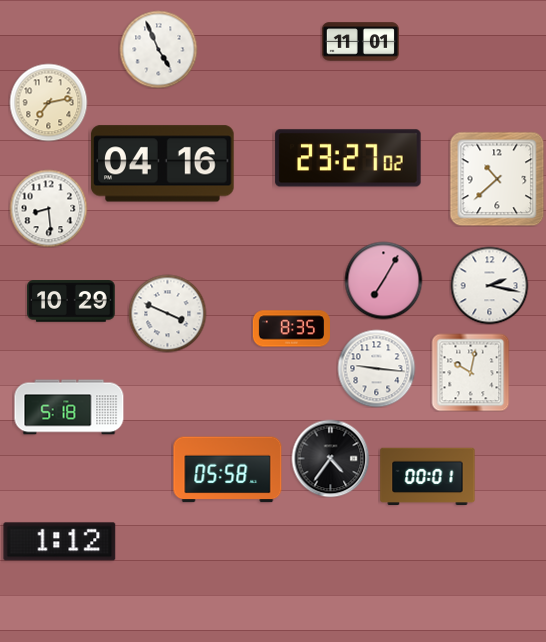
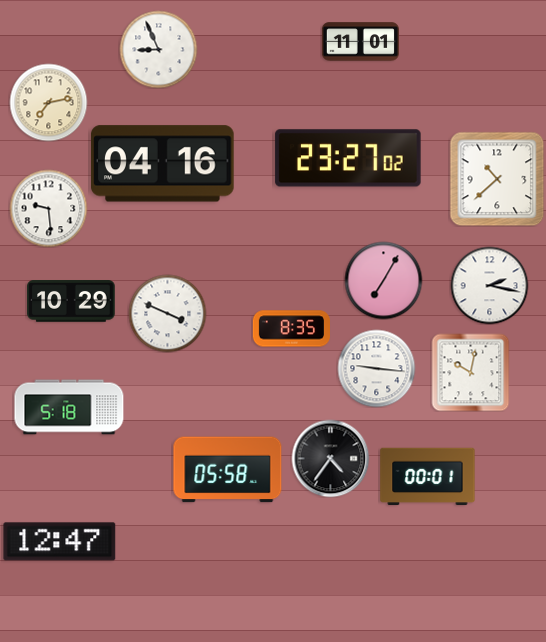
clock at (158, 49): 4:56 -> 8:56
clock at (48, 208): 8:29 -> 9:29
clock at (60, 542): 1:12 -> 12:47
